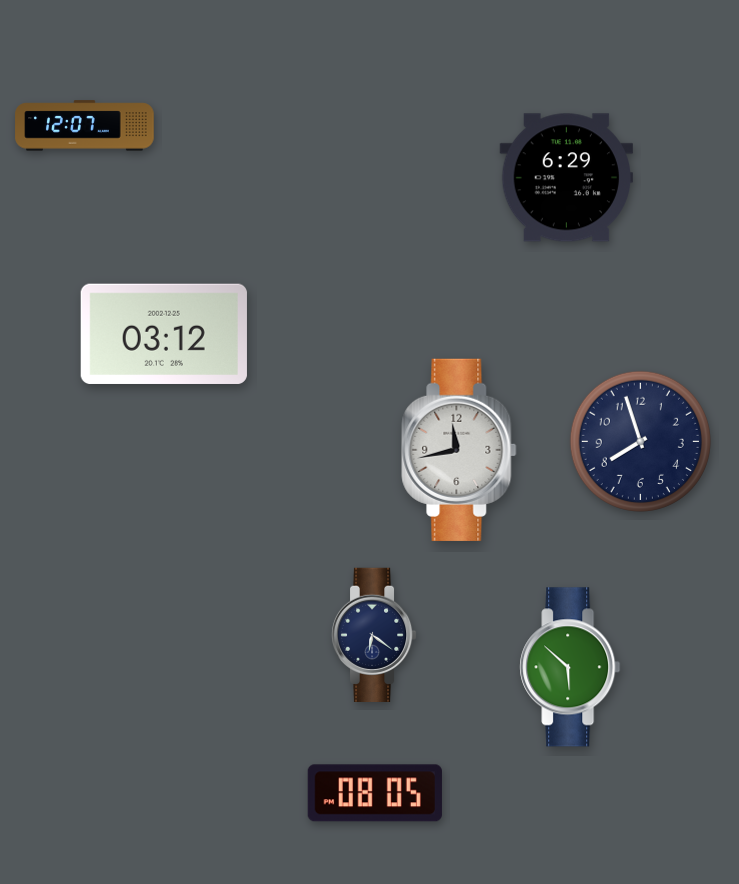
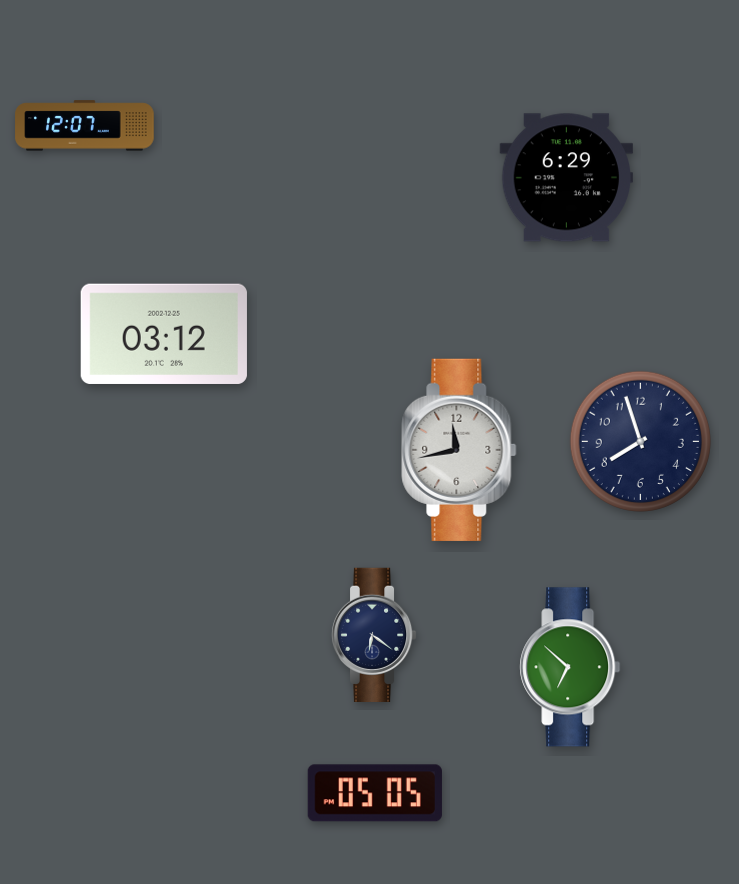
clock at (570, 667): 5:52 -> 6:52
clock at (375, 793): 08:05 -> 05:05
